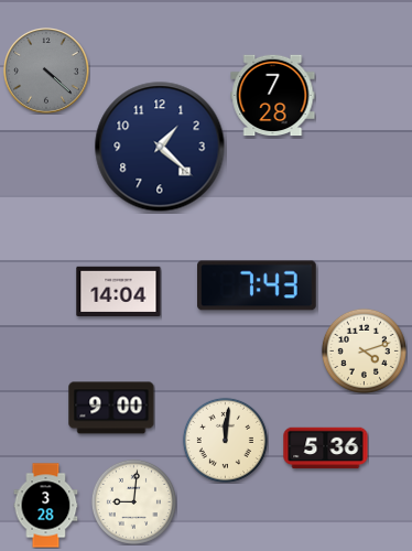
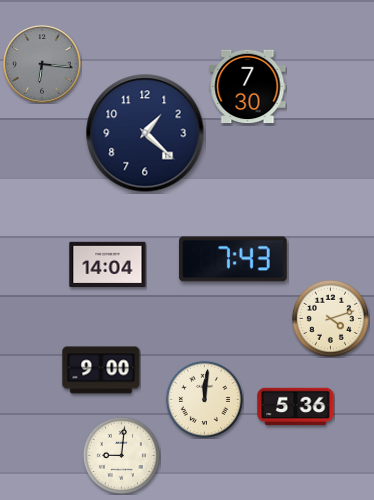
clock at (46, 71): 4:22 -> 6:16
clock at (273, 96): 7:28 -> 7:30
clock at (46, 506): 3:28 -> none
